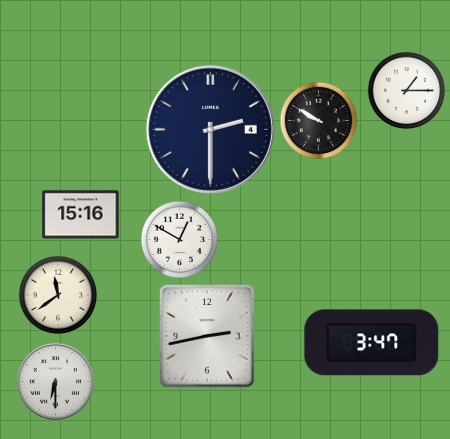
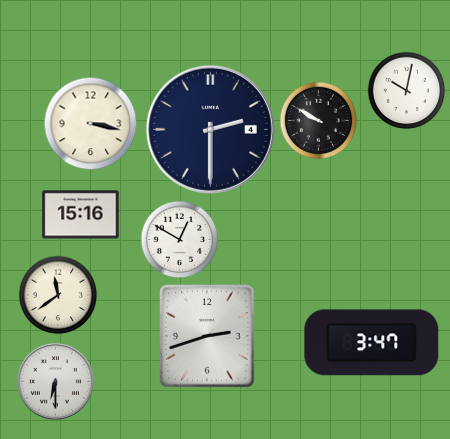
clock at (406, 90): 1:15 -> 10:02
clock at (90, 123): none -> 3:17
clock at (208, 337): 2:43 -> 2:42
